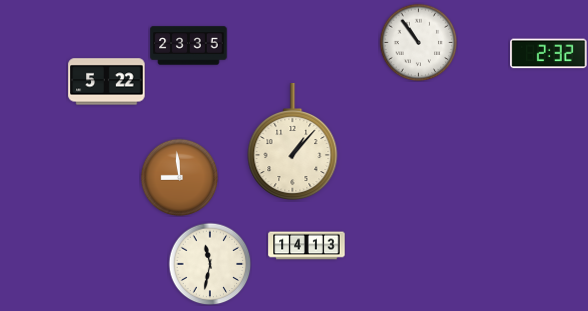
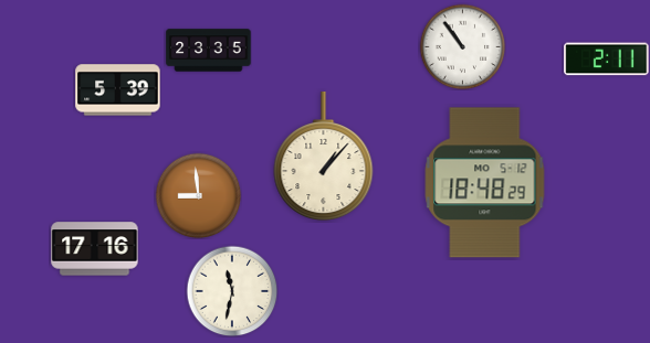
clock at (549, 54): 2:32 -> 2:11
clock at (107, 82): 5:22 -> 5:39
clock at (485, 183): none -> 18:48
clock at (95, 249): none -> 17:16
clock at (307, 246): 14:13 -> none
